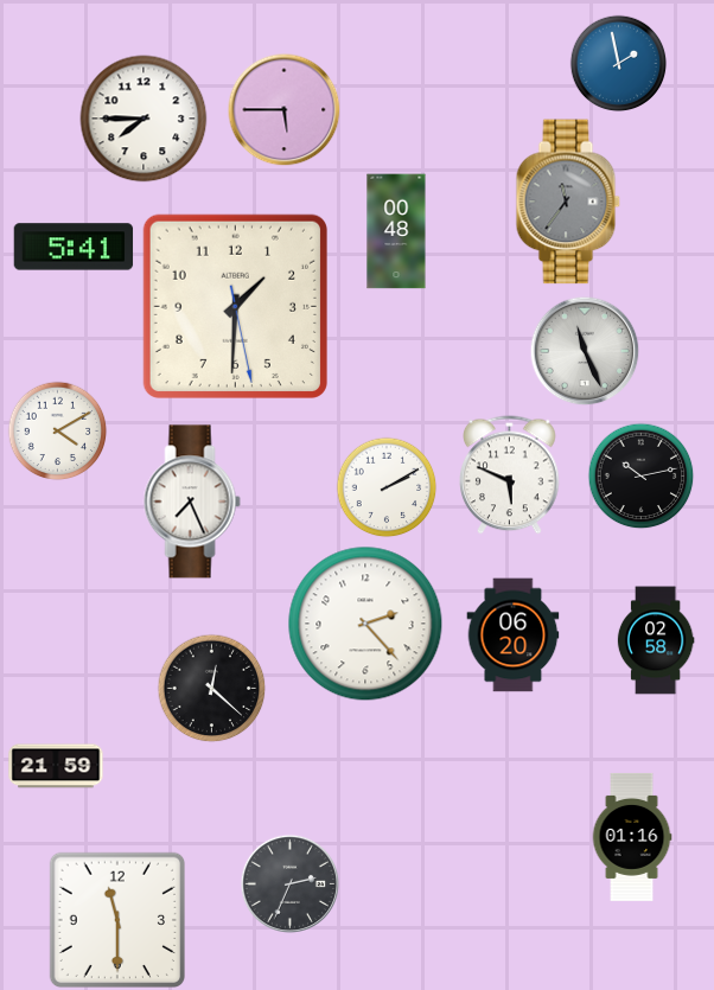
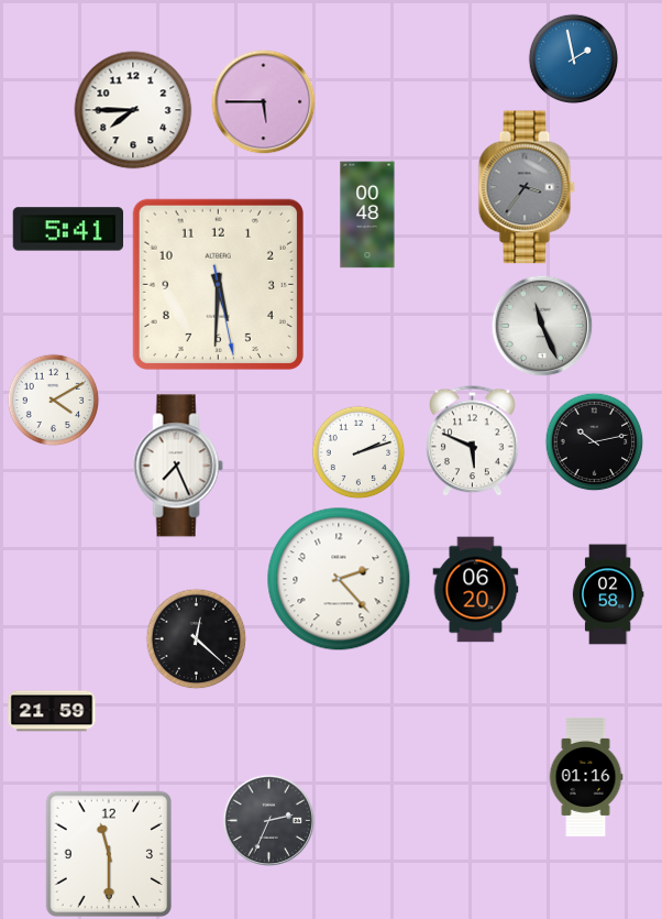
clock at (568, 202): 11:36 -> 3:36
clock at (235, 306): 1:30 -> 5:30
clock at (387, 487): 2:10 -> 2:12
